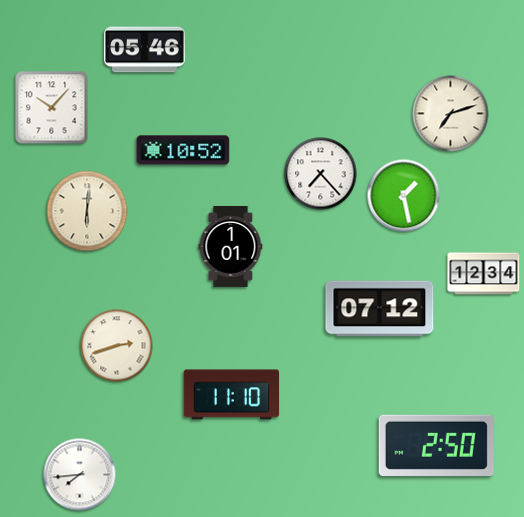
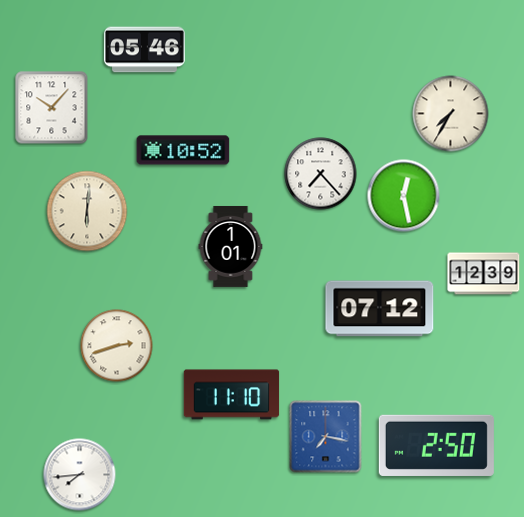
clock at (451, 114): 7:12 -> 7:35
clock at (404, 196): 1:28 -> 12:28
clock at (484, 274): 12:34 -> 12:39
clock at (326, 437): none -> 7:17
